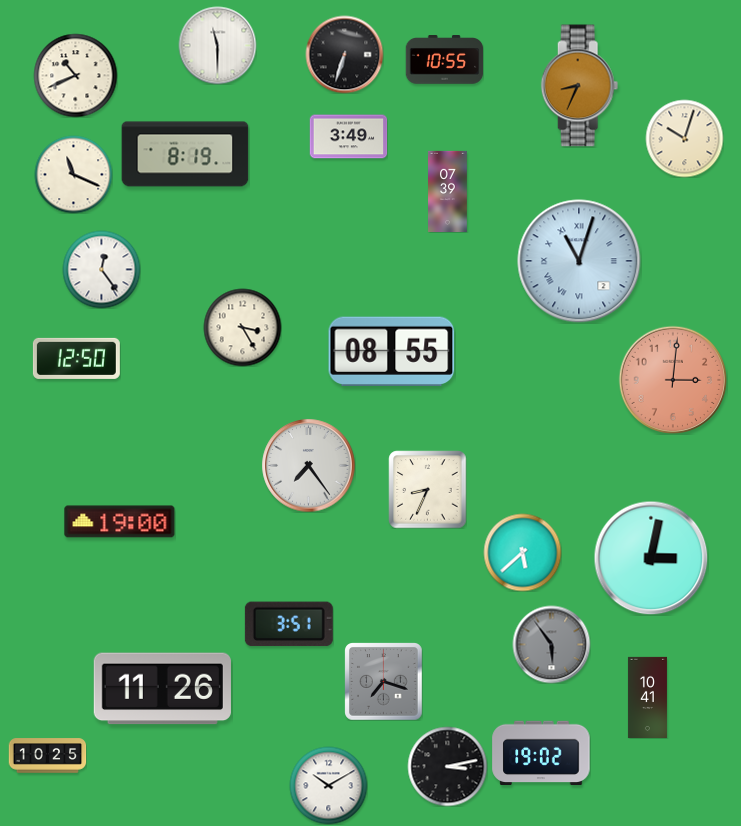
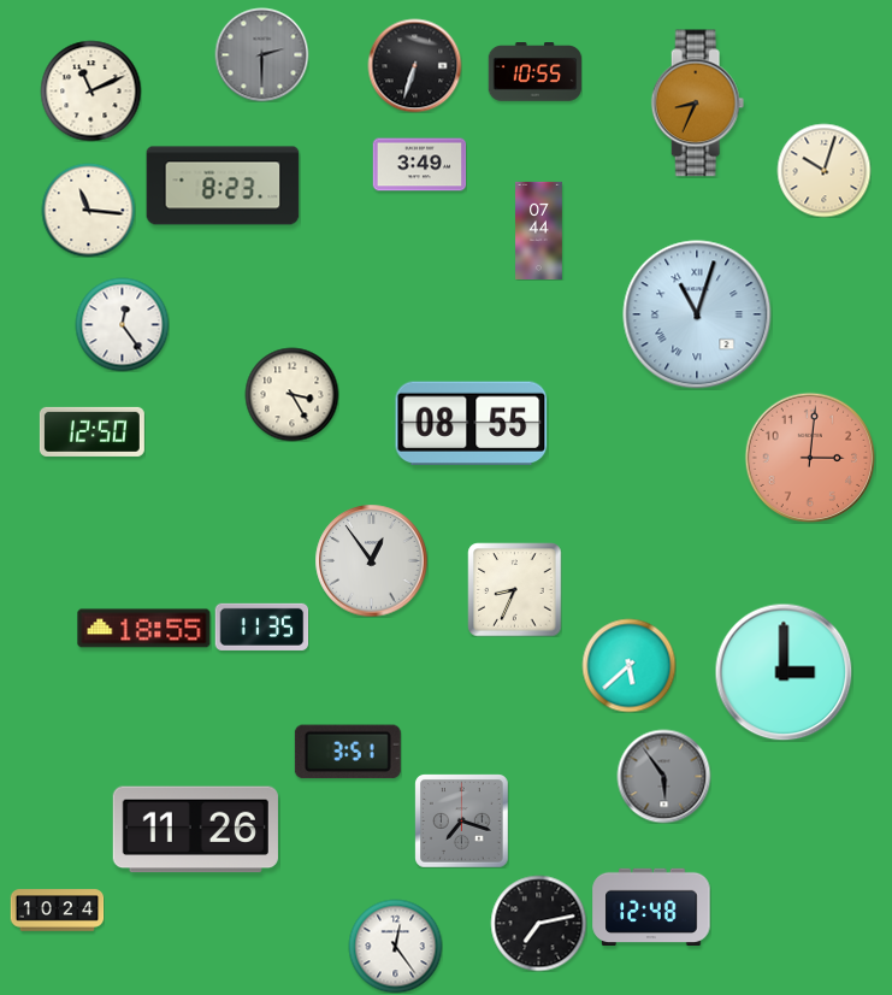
clock at (217, 45): 11:30 -> 2:30
clock at (217, 45) dial: white -> grey
clock at (75, 75): 10:41 -> 11:11
clock at (684, 138) position: (684, 138) -> (823, 170)
clock at (185, 154): 8:19 -> 8:23
clock at (73, 174): 11:19 -> 11:16
clock at (448, 191): 07:39 -> 07:44
clock at (308, 465): 7:24 -> 12:54
clock at (261, 626): none -> 11:35
clock at (120, 522): 19:00 -> 18:55
clock at (651, 558): 3:02 -> 3:00
clock at (647, 697): 10:41 -> none
clock at (541, 753): 19:02 -> 12:48
clock at (47, 756): 10:25 -> 10:24
clock at (447, 766): 3:13 -> 7:13
clock at (328, 785): 10:10 -> 12:24
